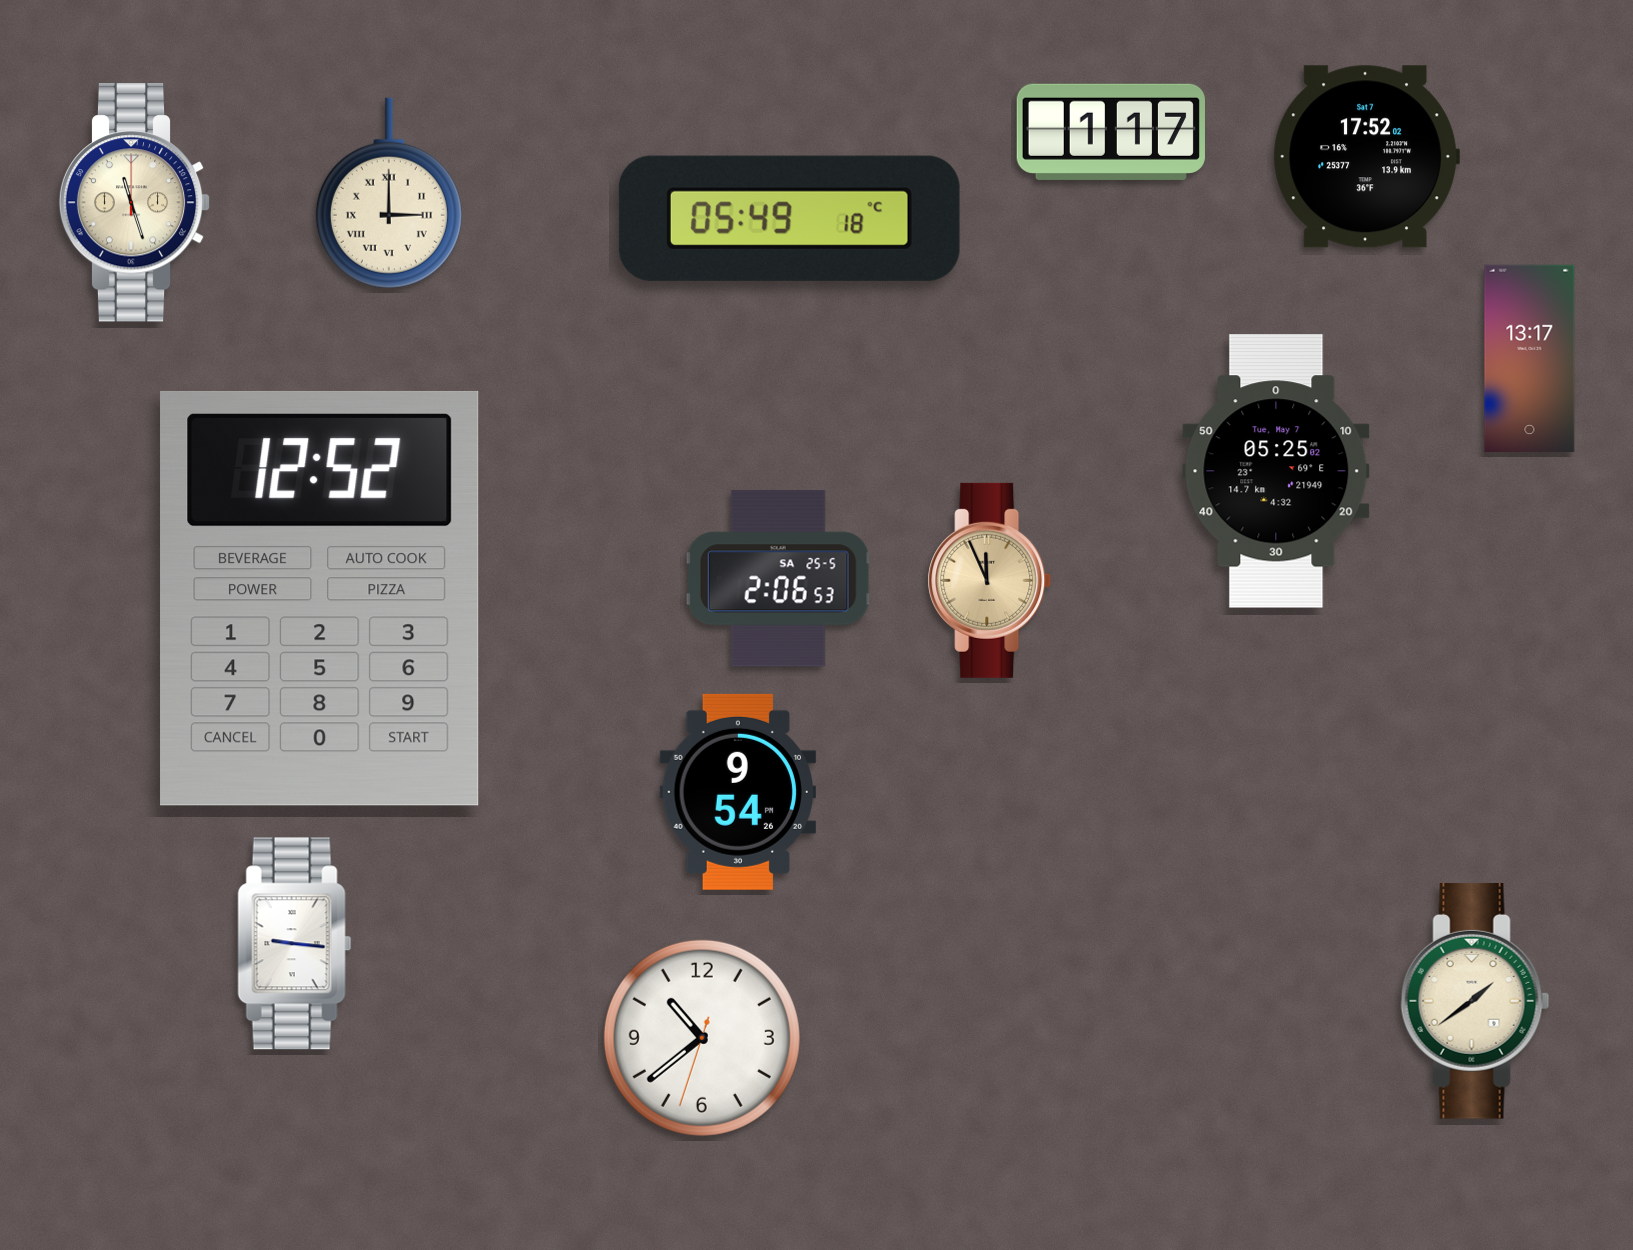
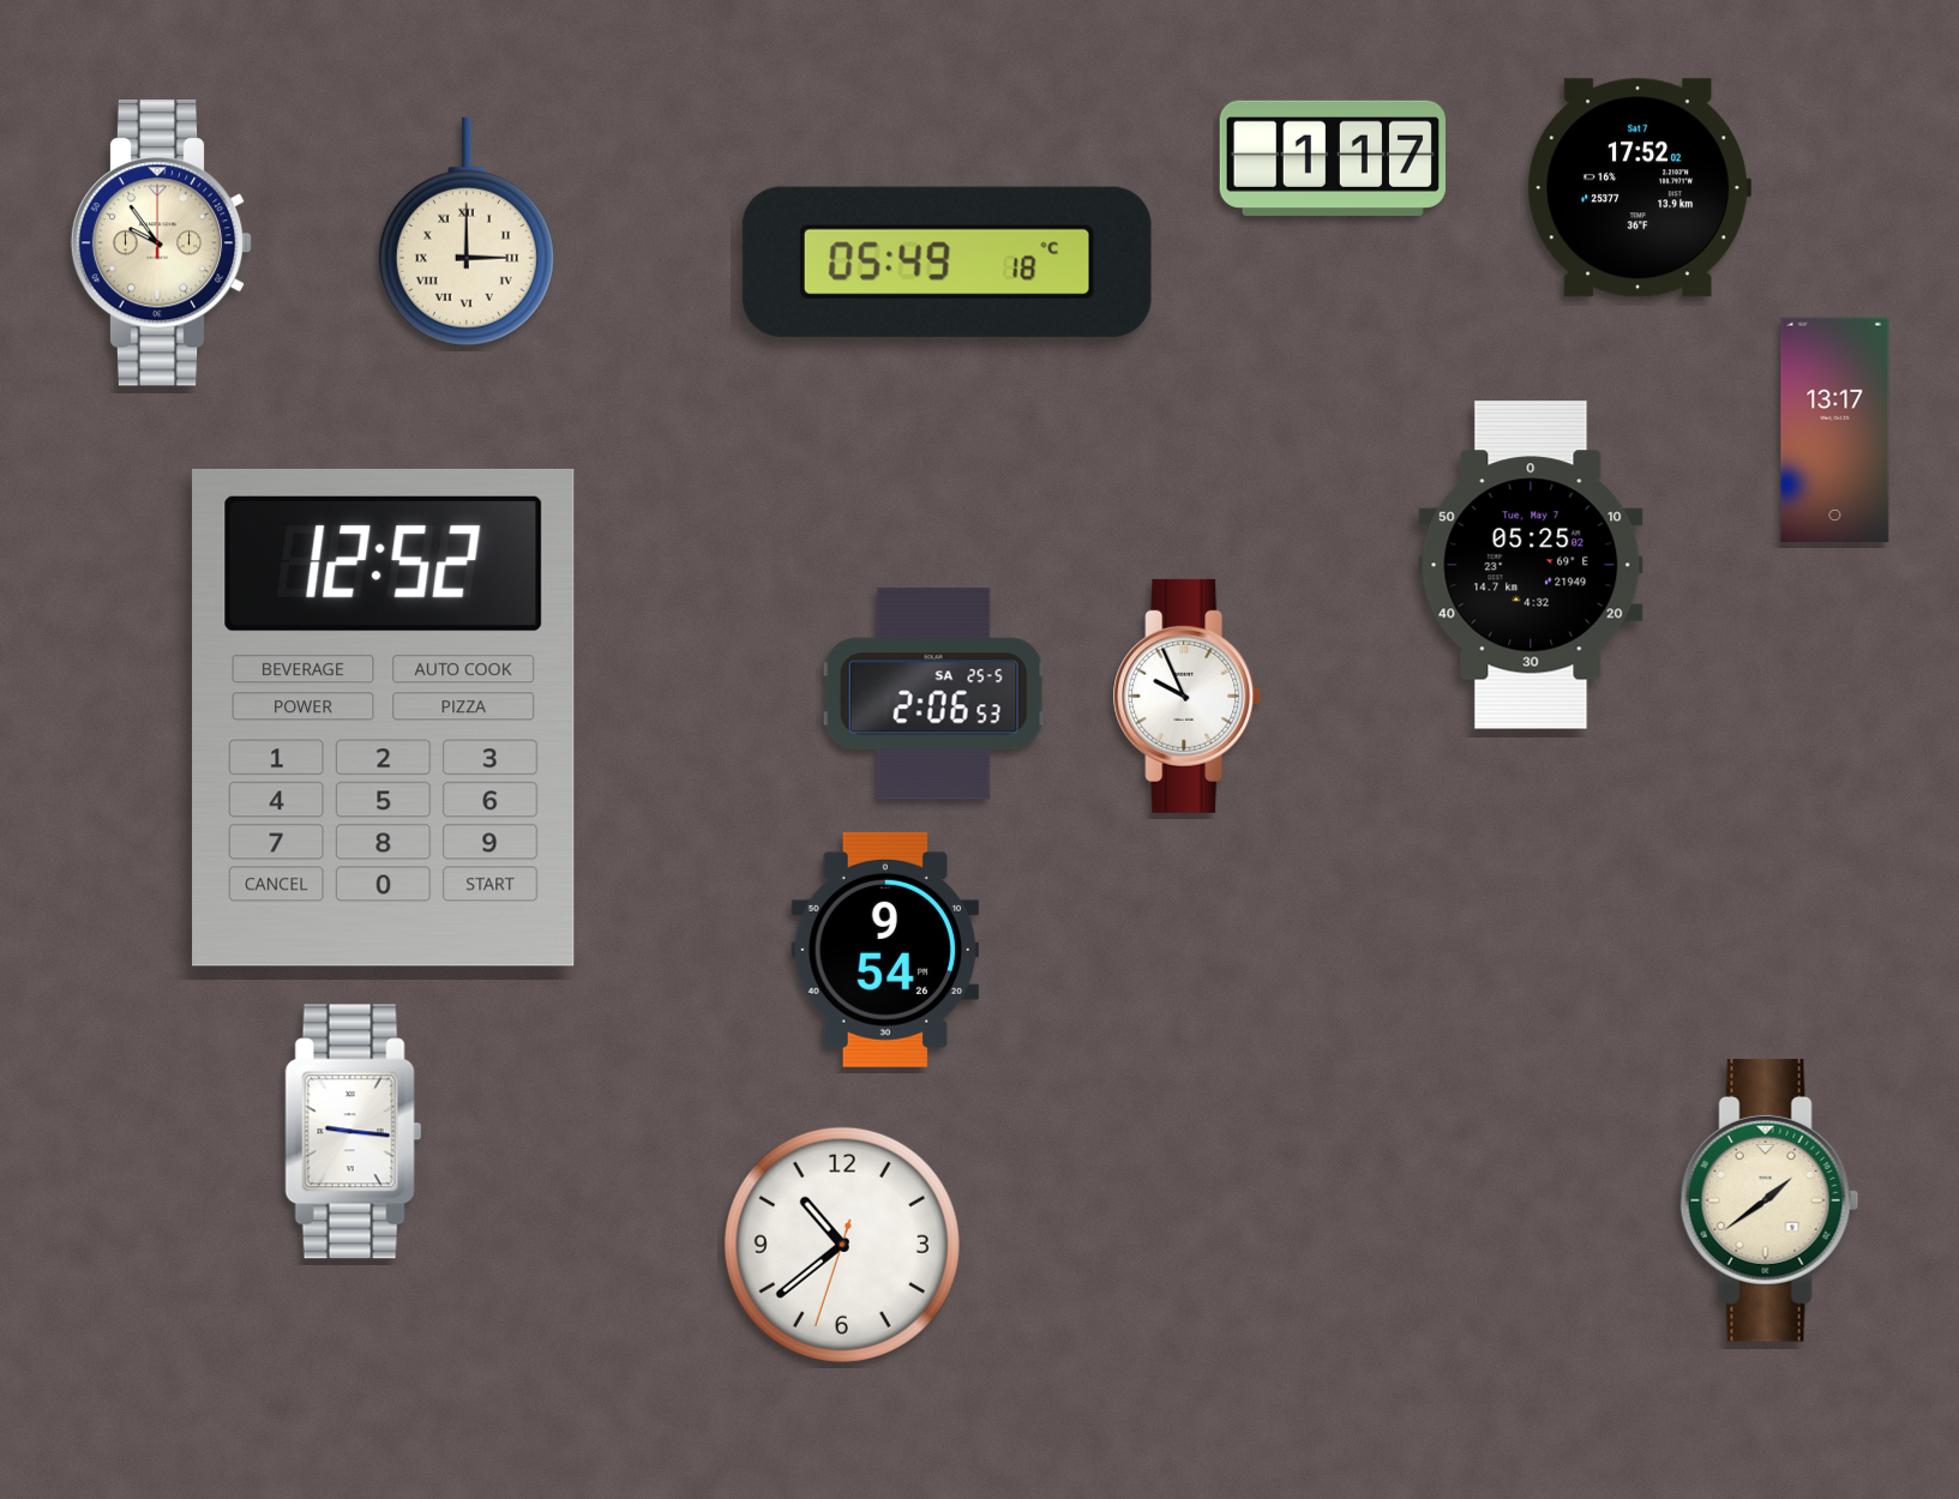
clock at (135, 203): 11:27 -> 9:54
clock at (990, 580): 11:56 -> 9:56
clock at (990, 580) dial: champagne -> white
